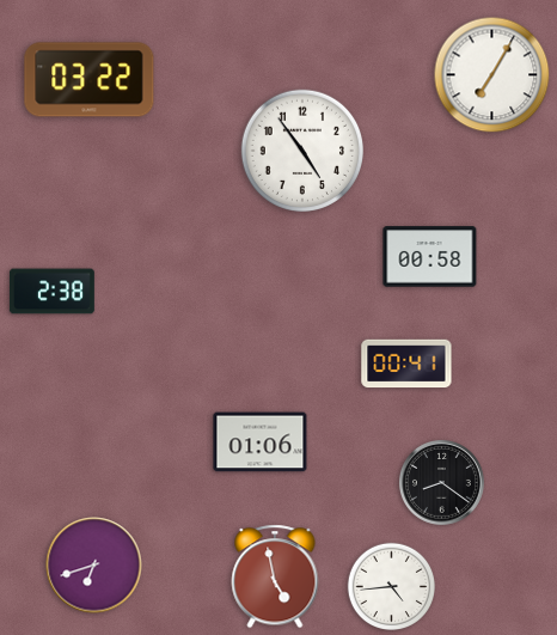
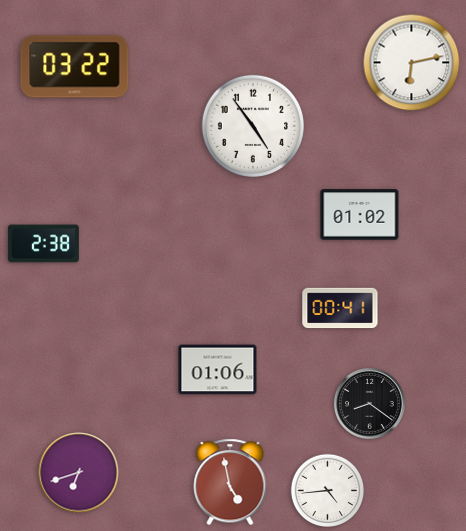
clock at (492, 75): 7:05 -> 6:13
clock at (430, 257): 00:58 -> 01:02
clock at (406, 364) position: (406, 364) -> (340, 308)
